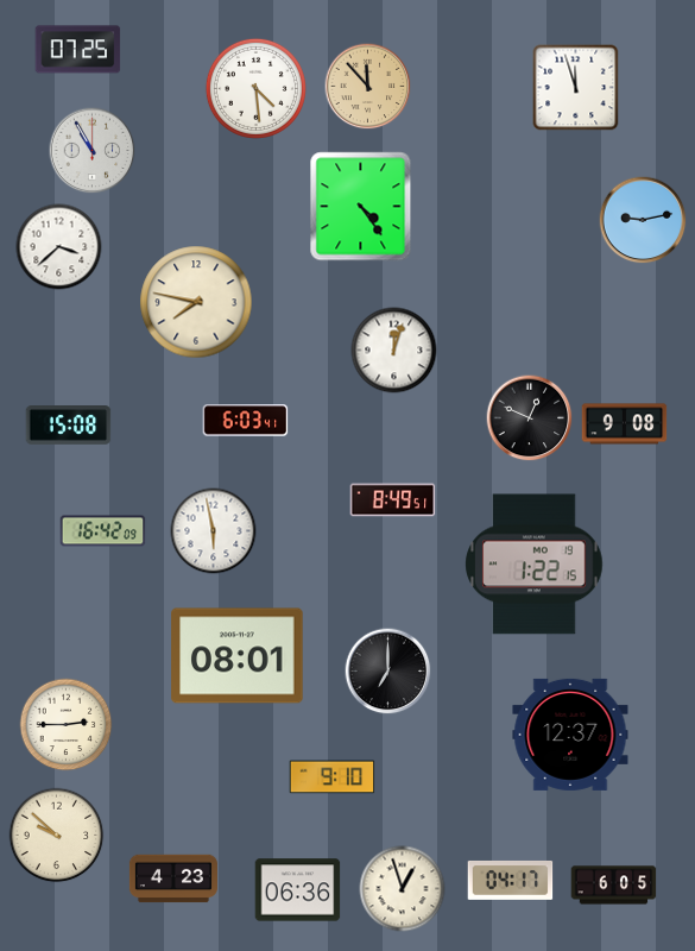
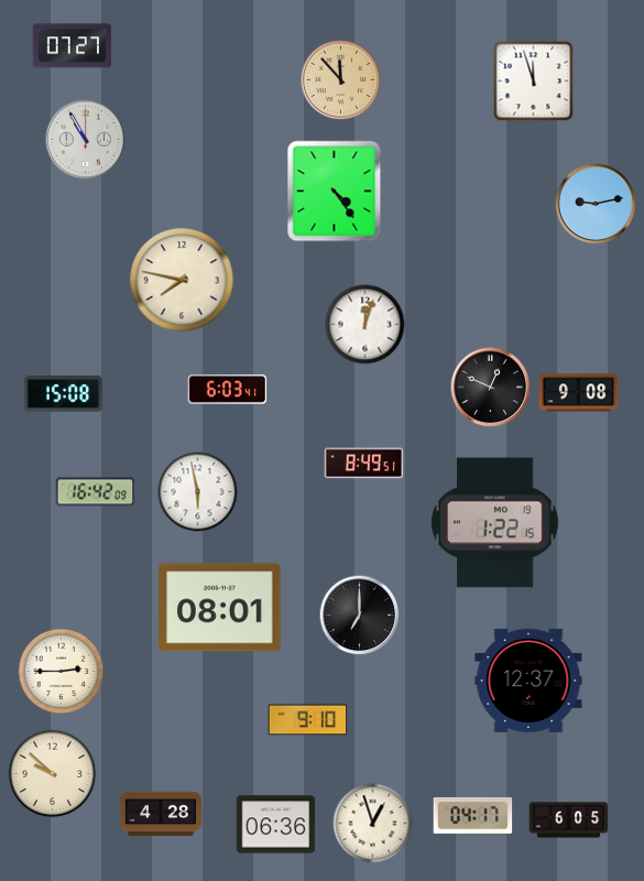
clock at (78, 50): 07:25 -> 07:27
clock at (255, 88): 4:29 -> none
clock at (59, 247): 3:38 -> none
clock at (388, 672) position: (388, 672) -> (360, 616)
clock at (173, 878): 4:23 -> 4:28
